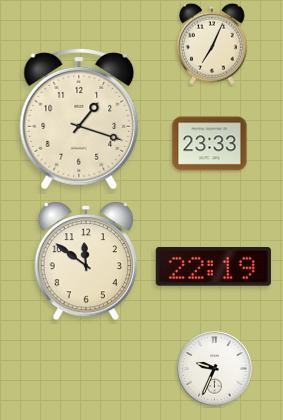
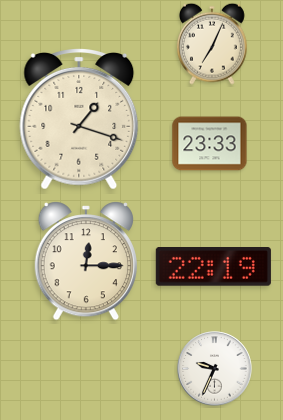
clock at (85, 261): 11:51 -> 12:15
